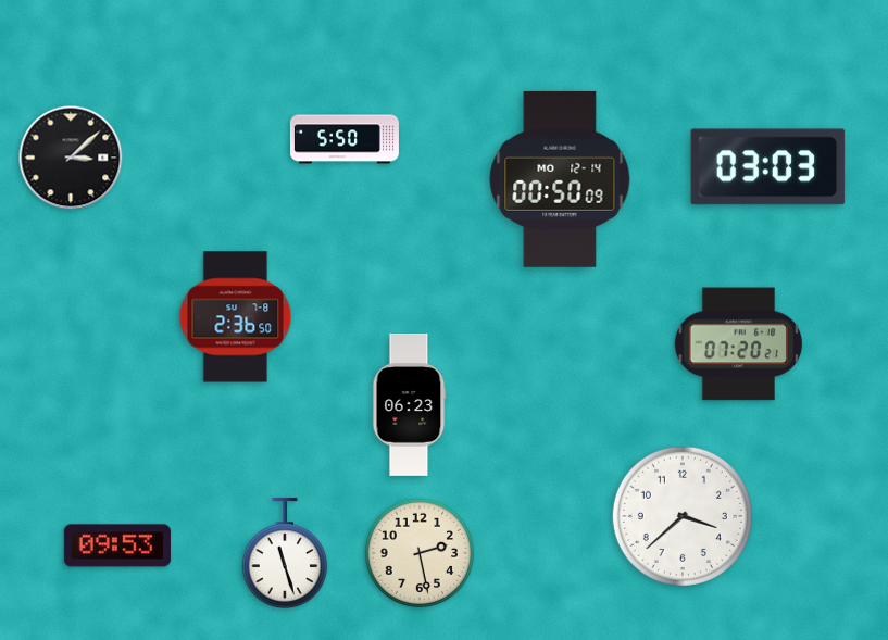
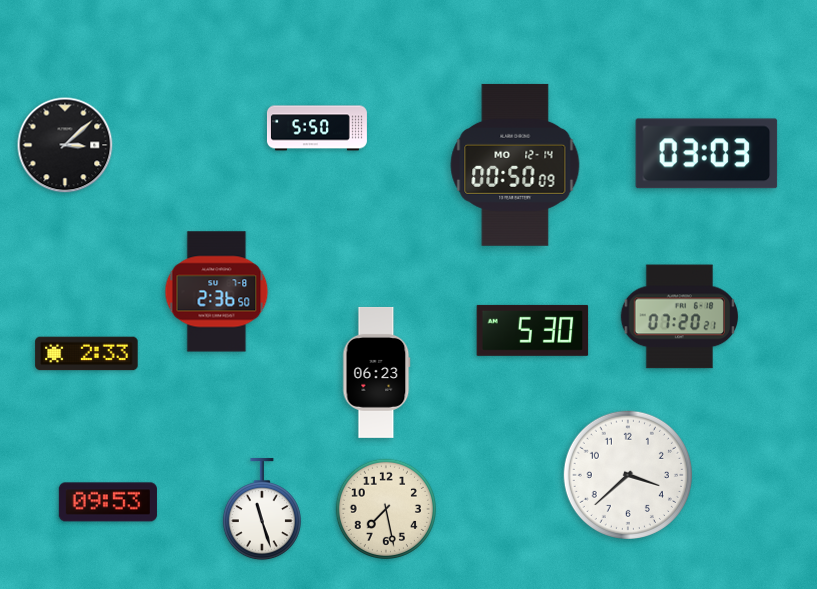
clock at (533, 330): none -> 5:30
clock at (87, 354): none -> 2:33
clock at (420, 553): 2:28 -> 7:28
